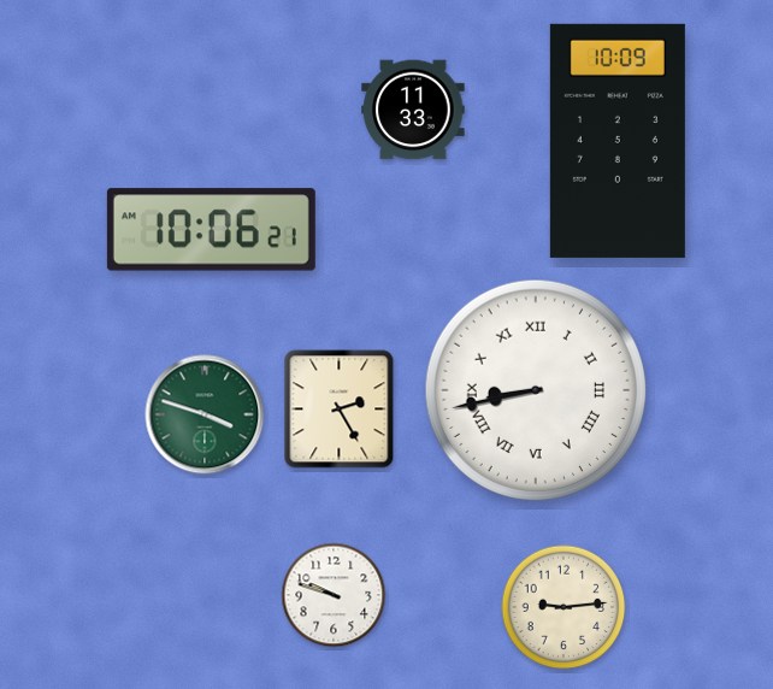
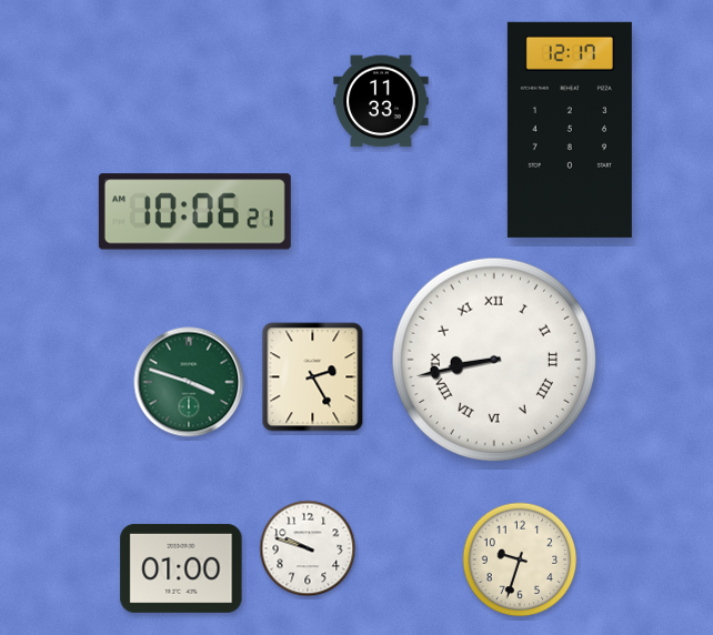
clock at (618, 141): 10:09 -> 12:17
clock at (563, 607): 9:14 -> 9:33
clock at (181, 568): none -> 01:00
